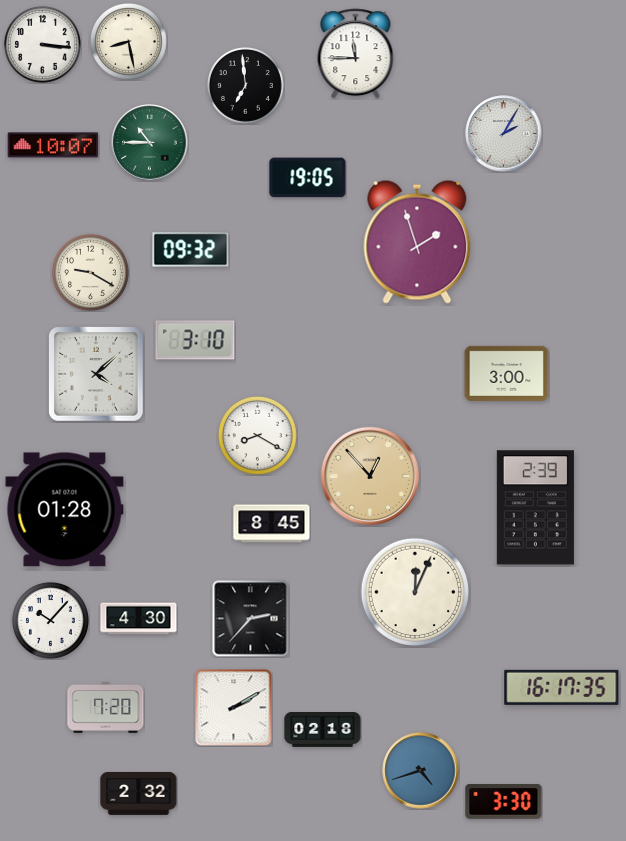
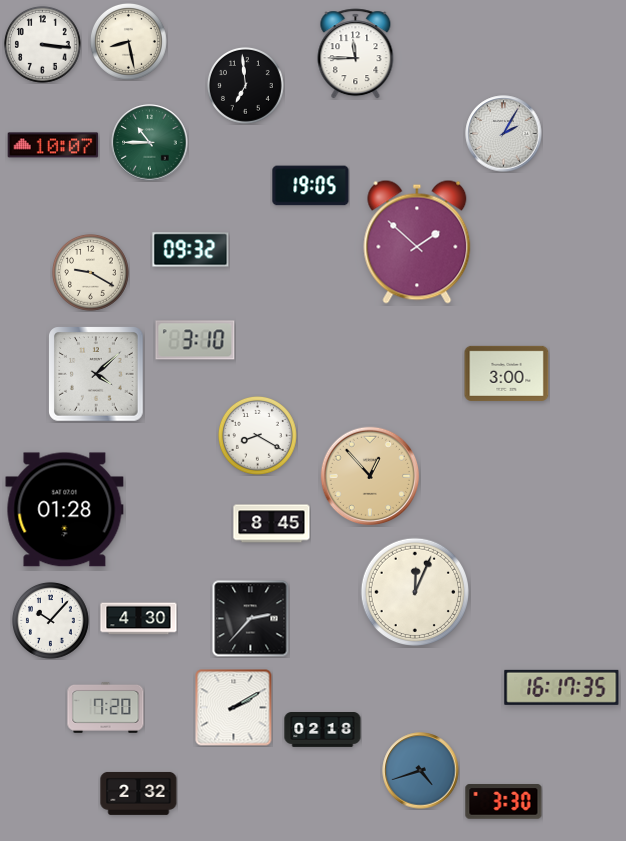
clock at (308, 178) position: (308, 178) -> (311, 186)
clock at (417, 242): 1:57 -> 1:52
clock at (535, 508): 2:39 -> none
